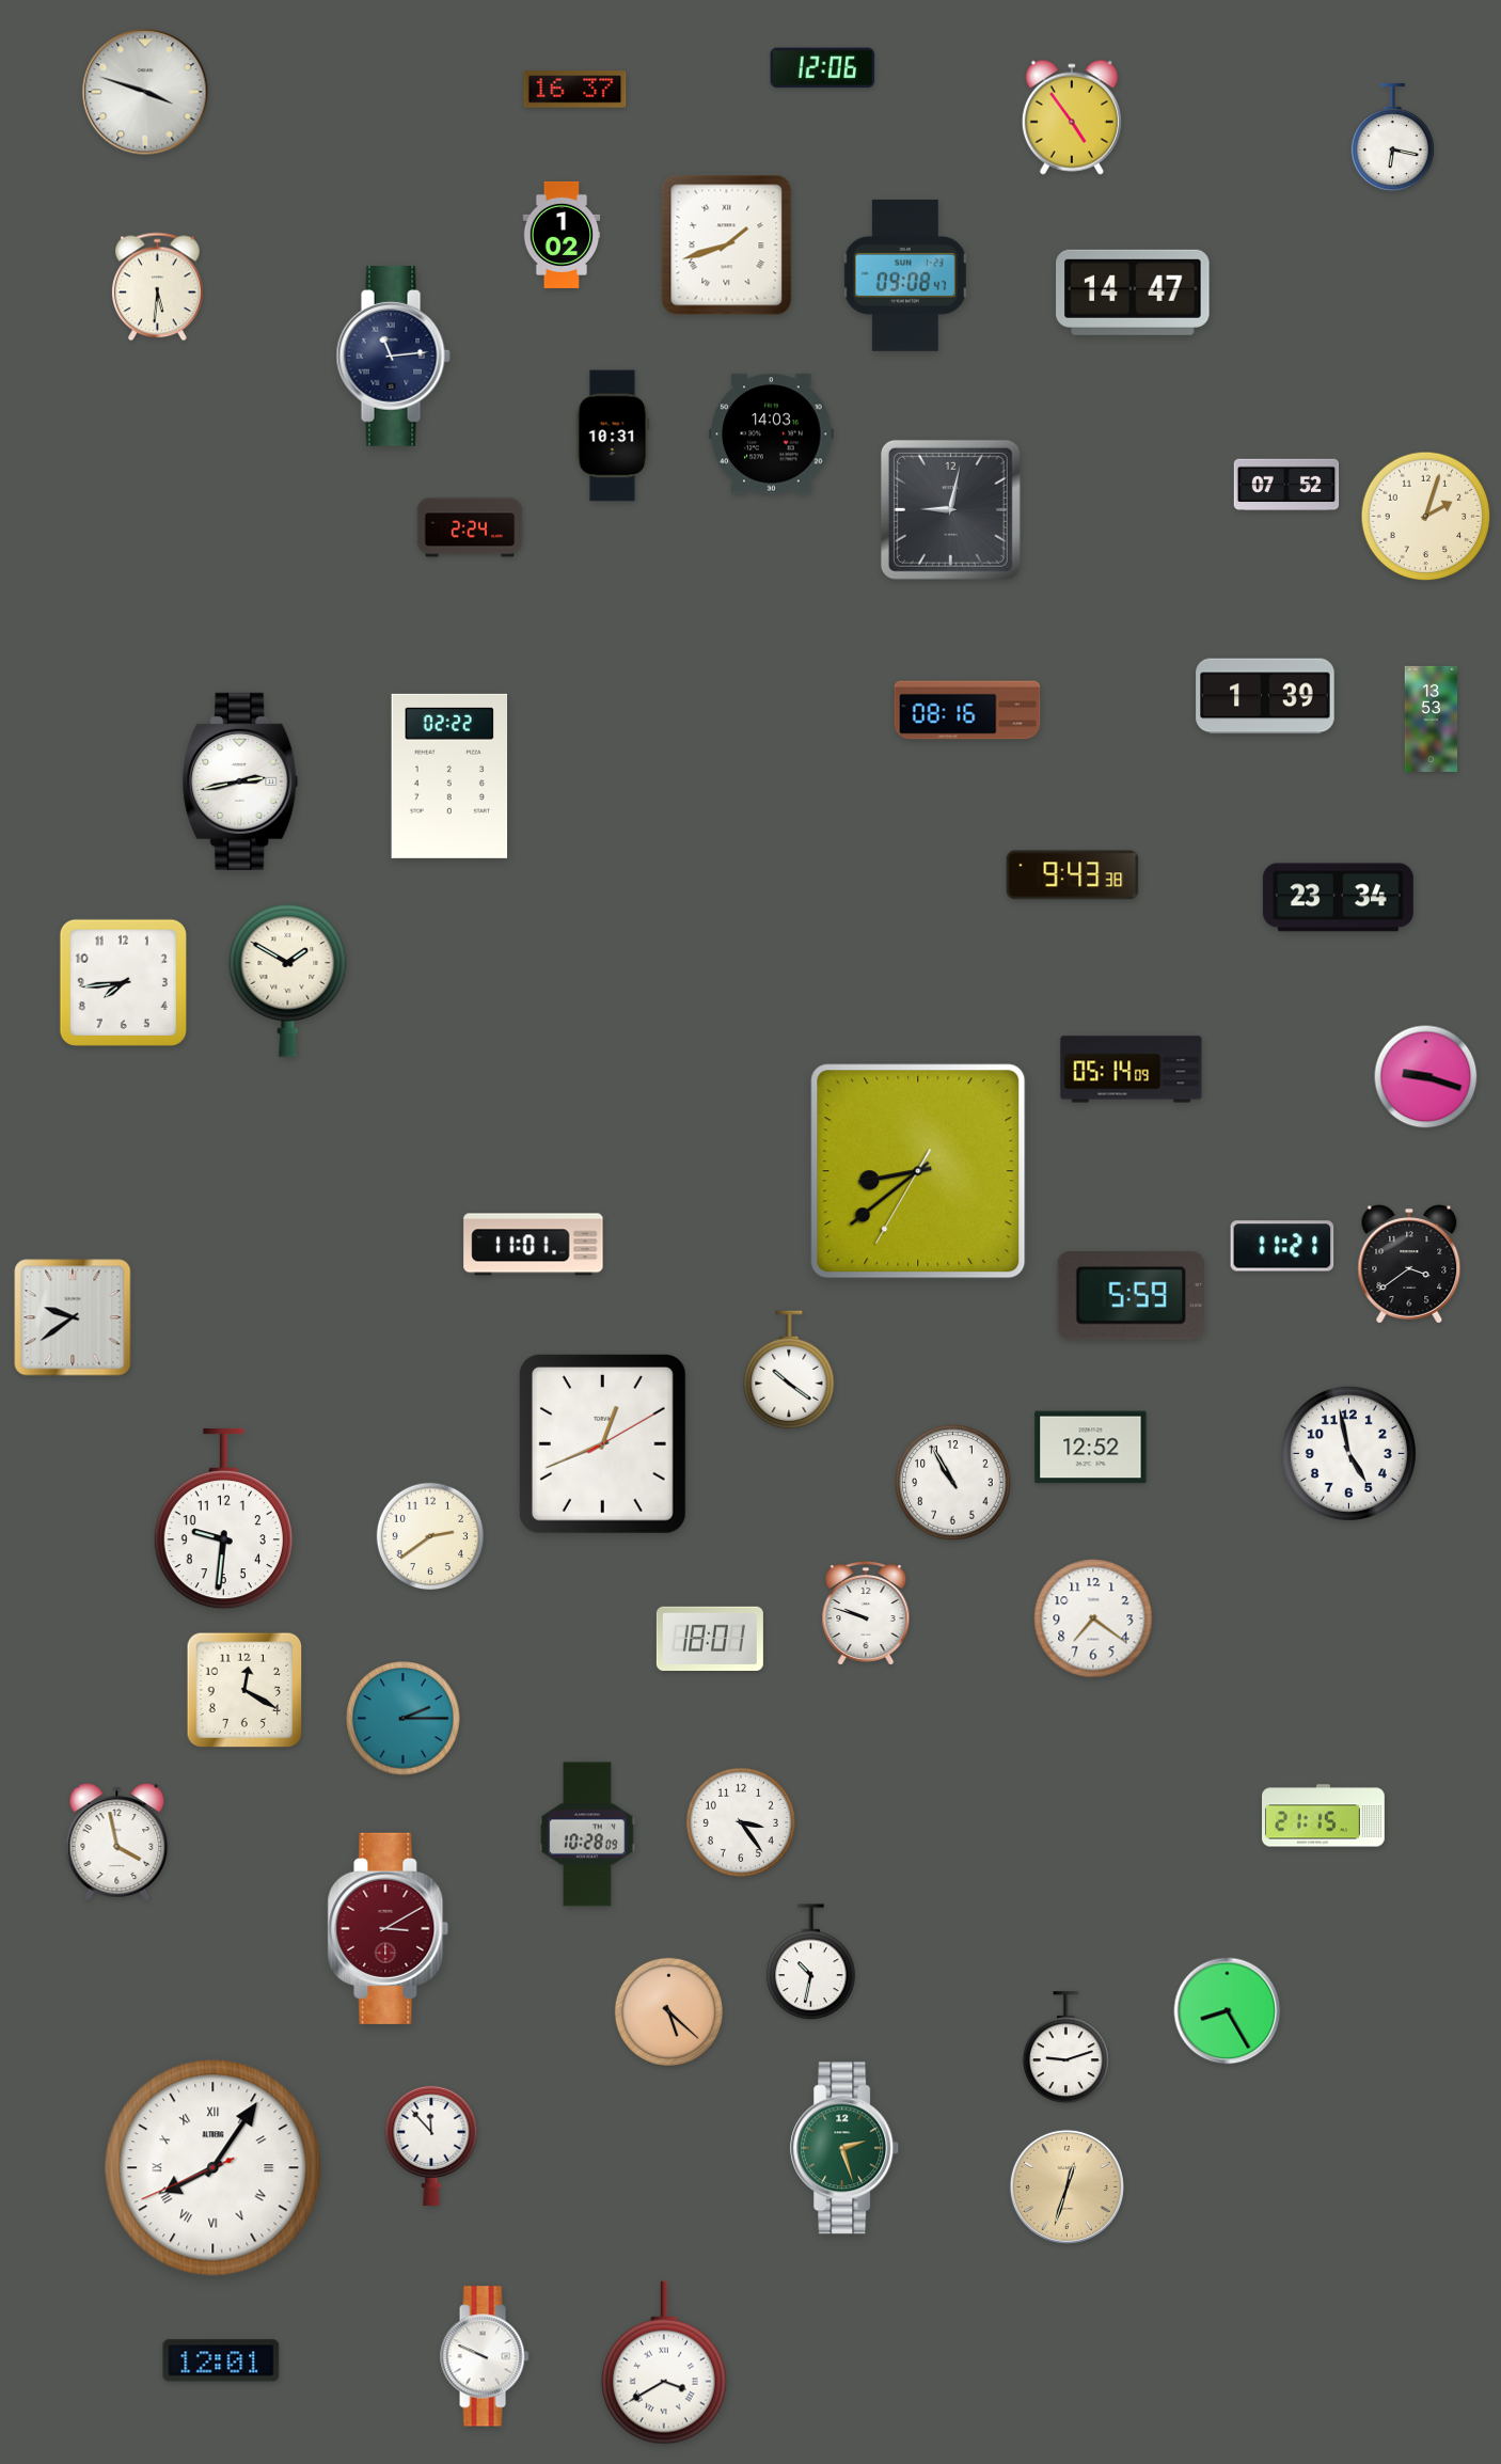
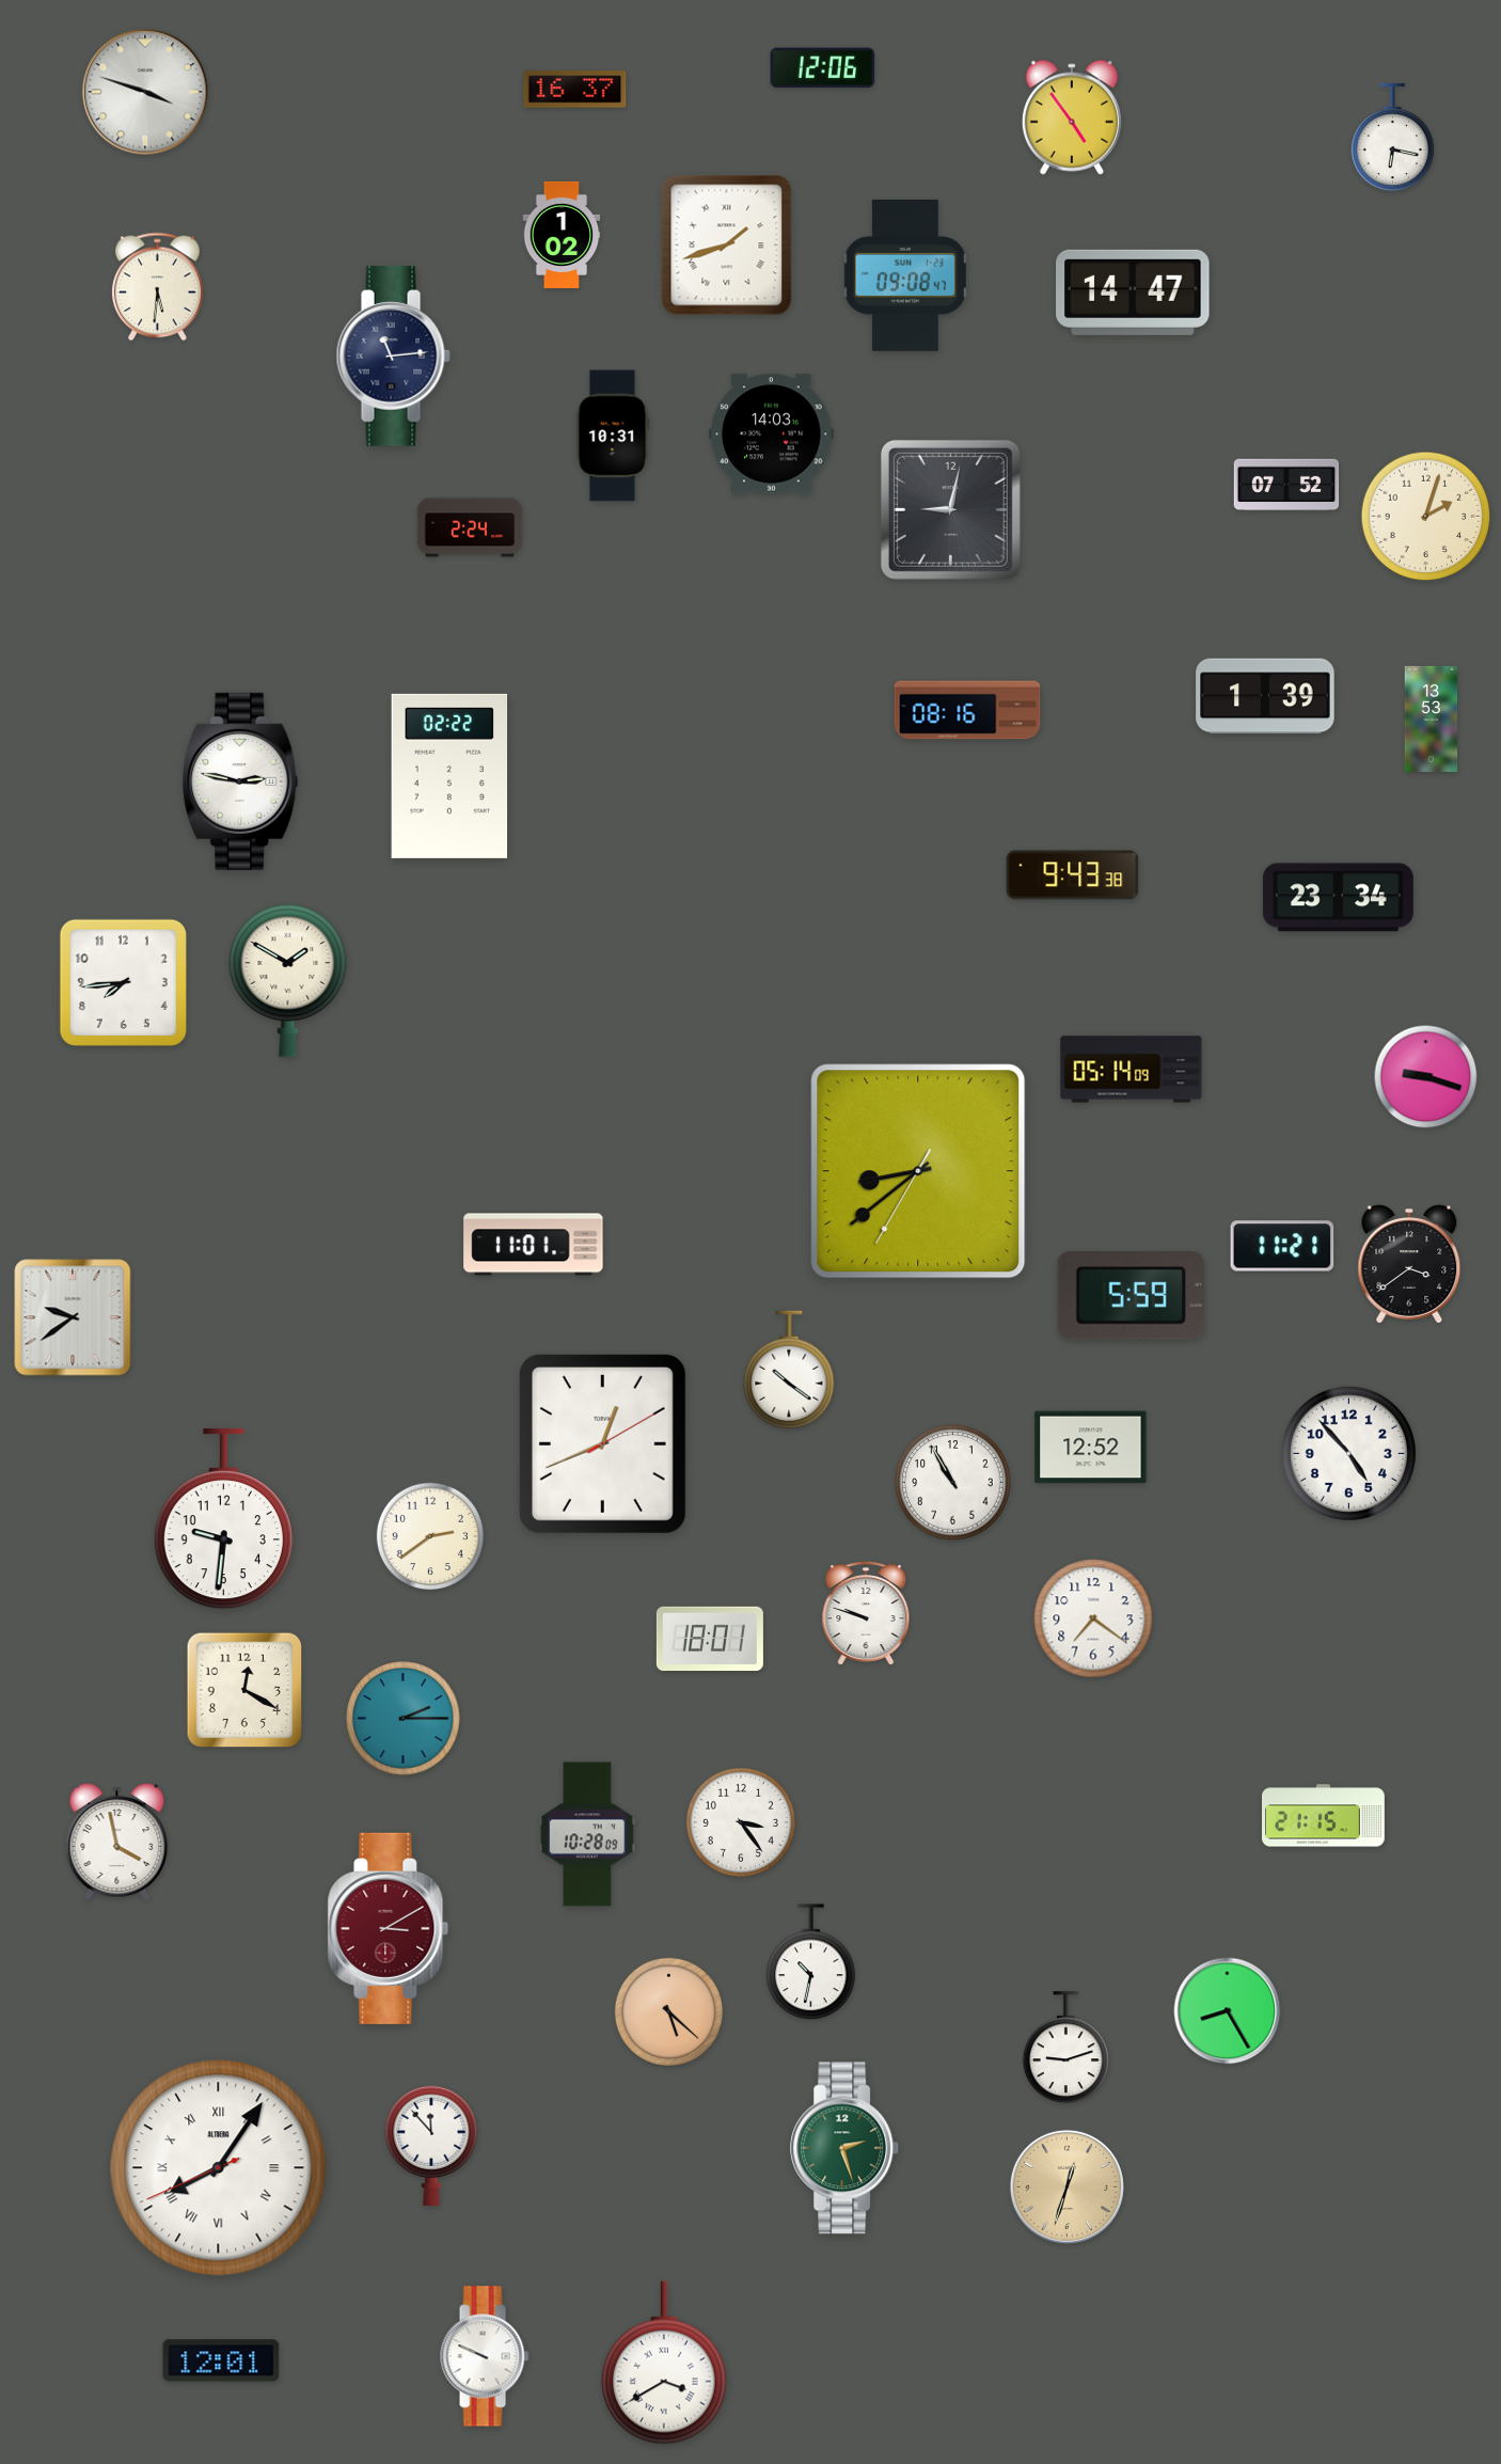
clock at (240, 781): 2:43 -> 2:47
clock at (1348, 1453): 4:58 -> 4:53
clock at (214, 2168) position: (214, 2168) -> (219, 2168)
